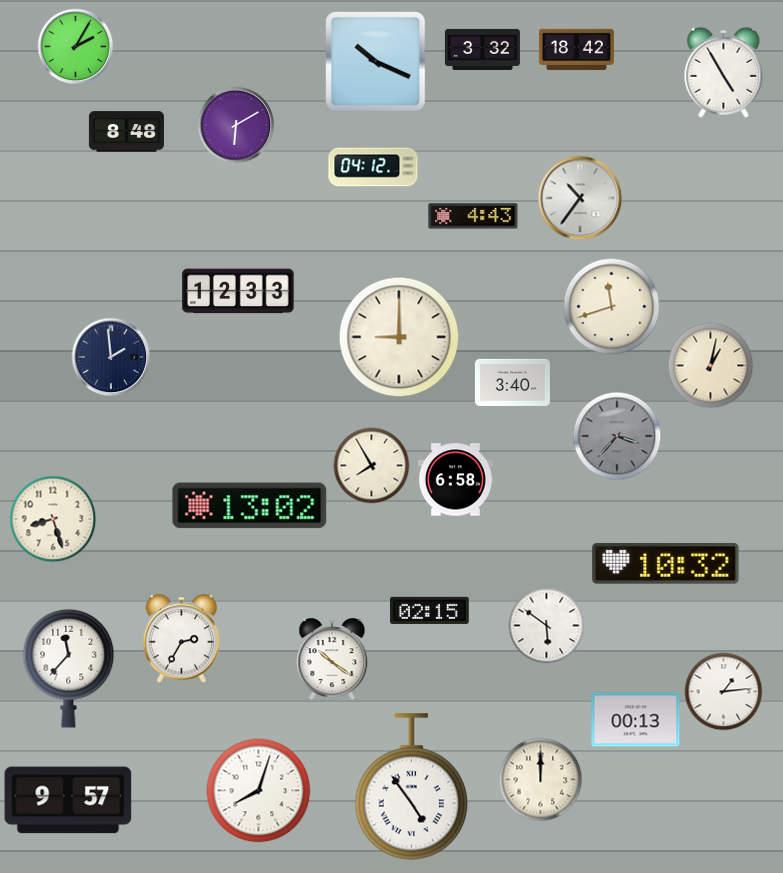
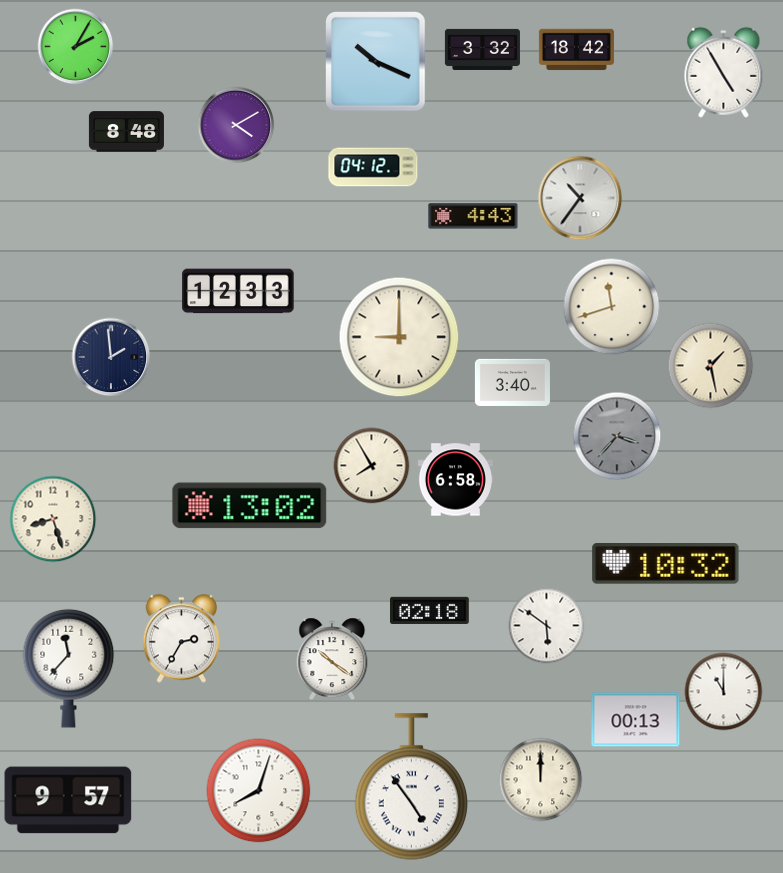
clock at (236, 125): 6:10 -> 4:10
clock at (711, 366): 1:02 -> 1:28
clock at (430, 610): 02:15 -> 02:18
clock at (724, 692): 1:14 -> 11:00
